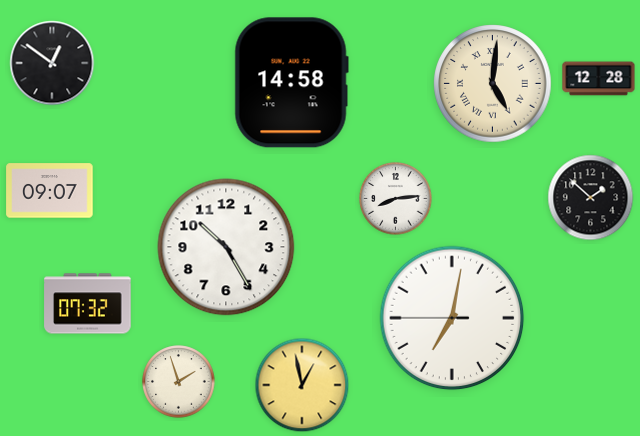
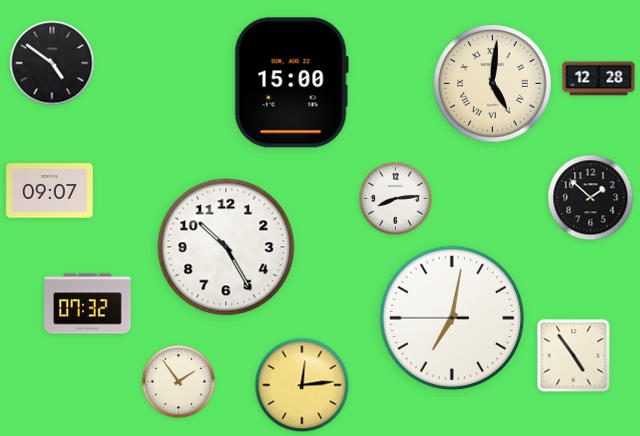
clock at (52, 63): 12:51 -> 4:51
clock at (291, 83): 14:58 -> 15:00
clock at (574, 356): none -> 4:54
clock at (179, 382): 1:57 -> 1:54
clock at (302, 385): 12:58 -> 12:14
